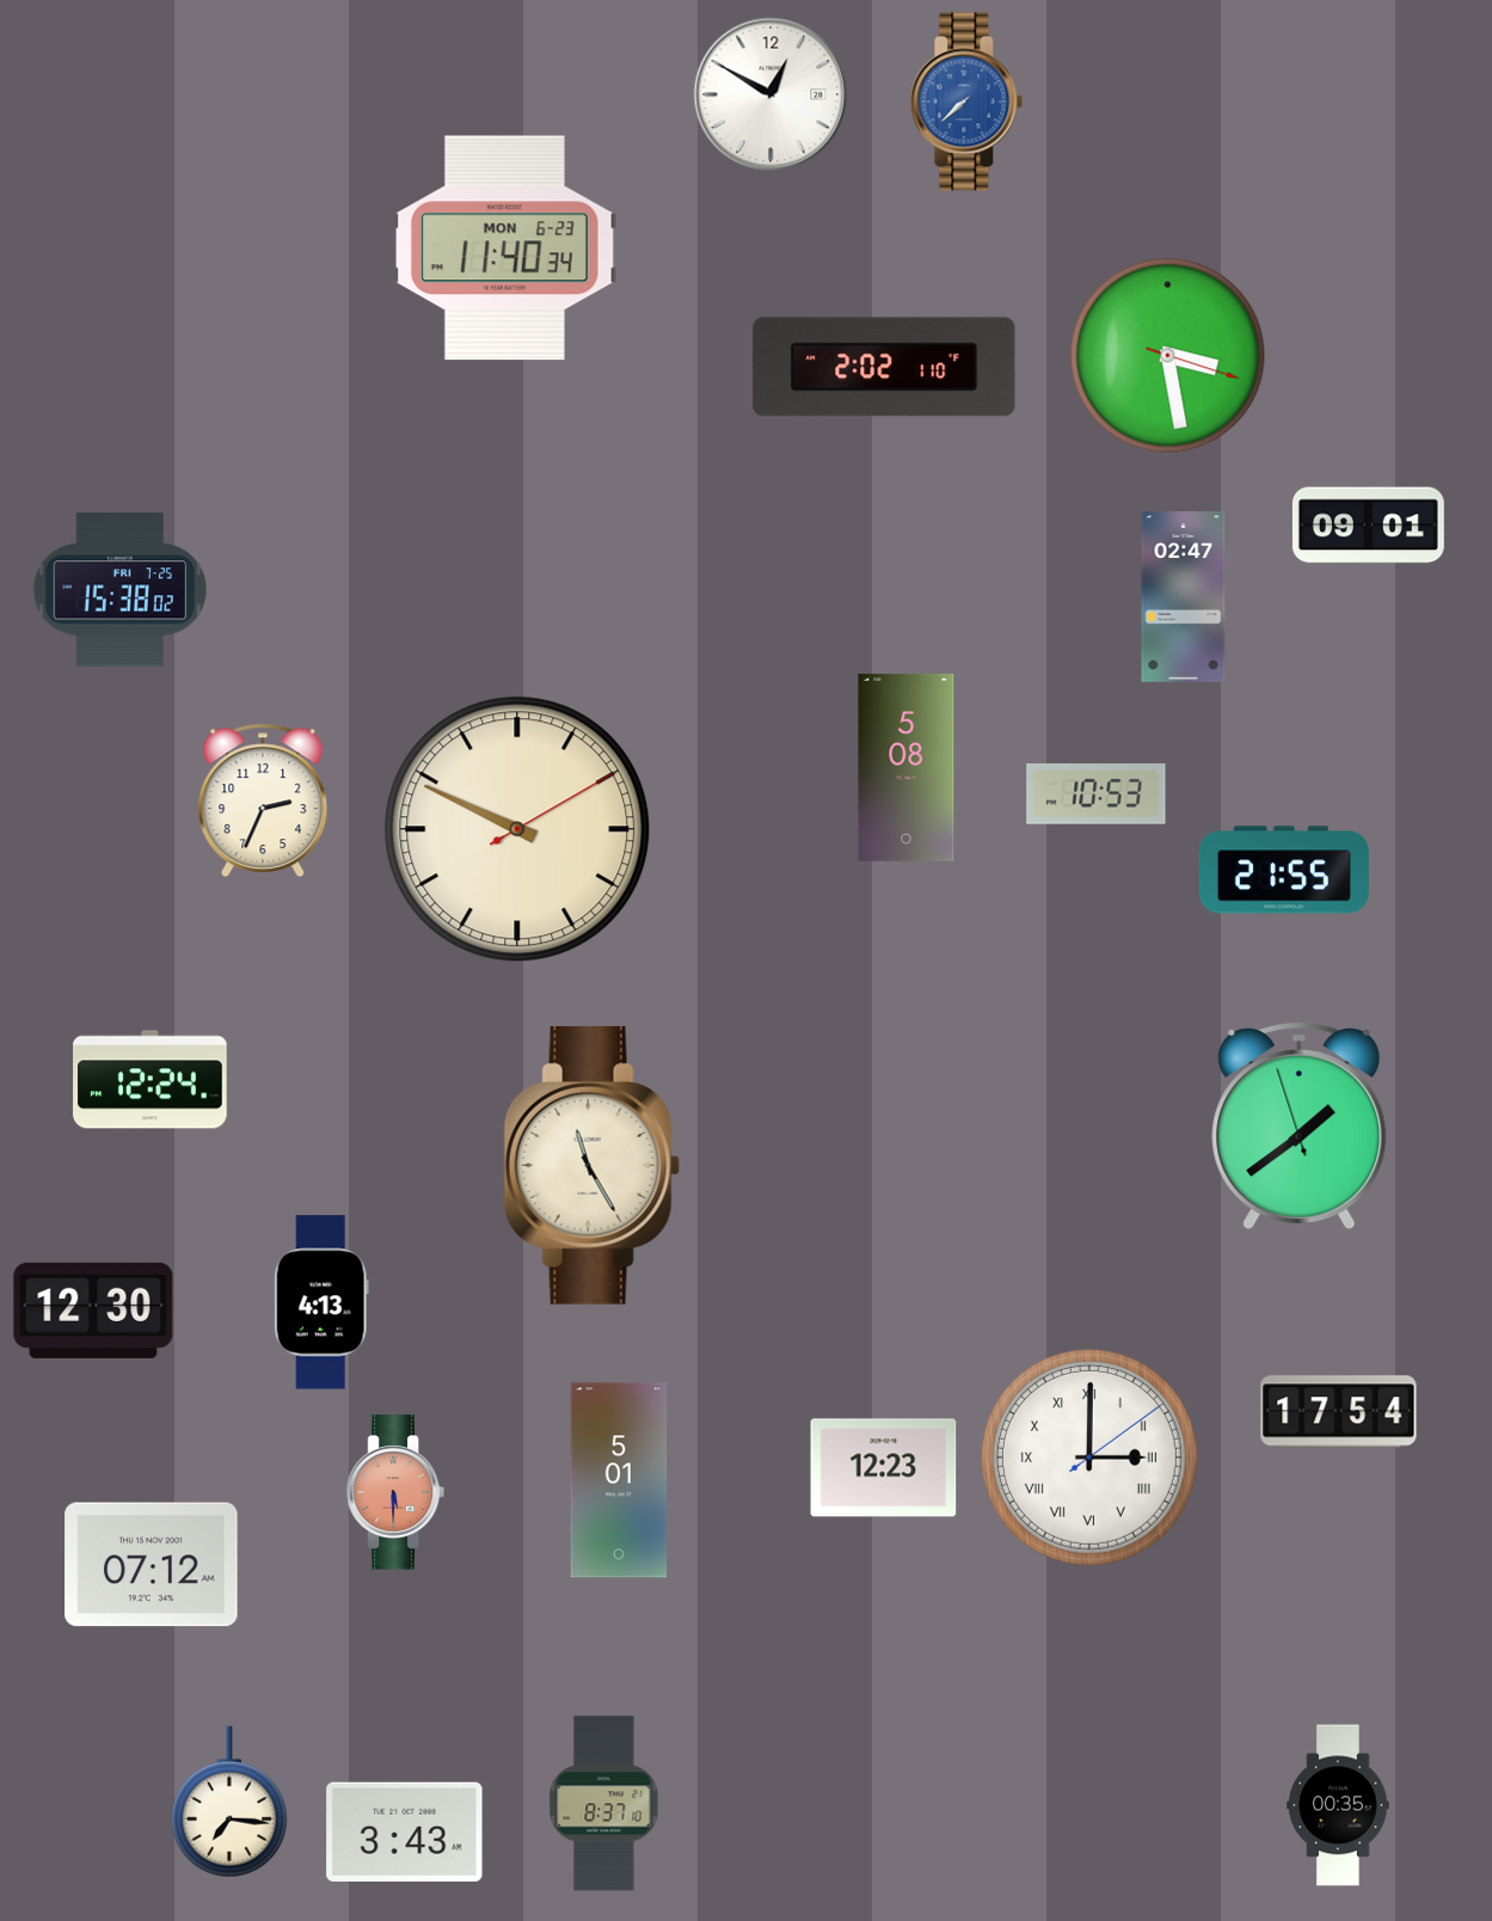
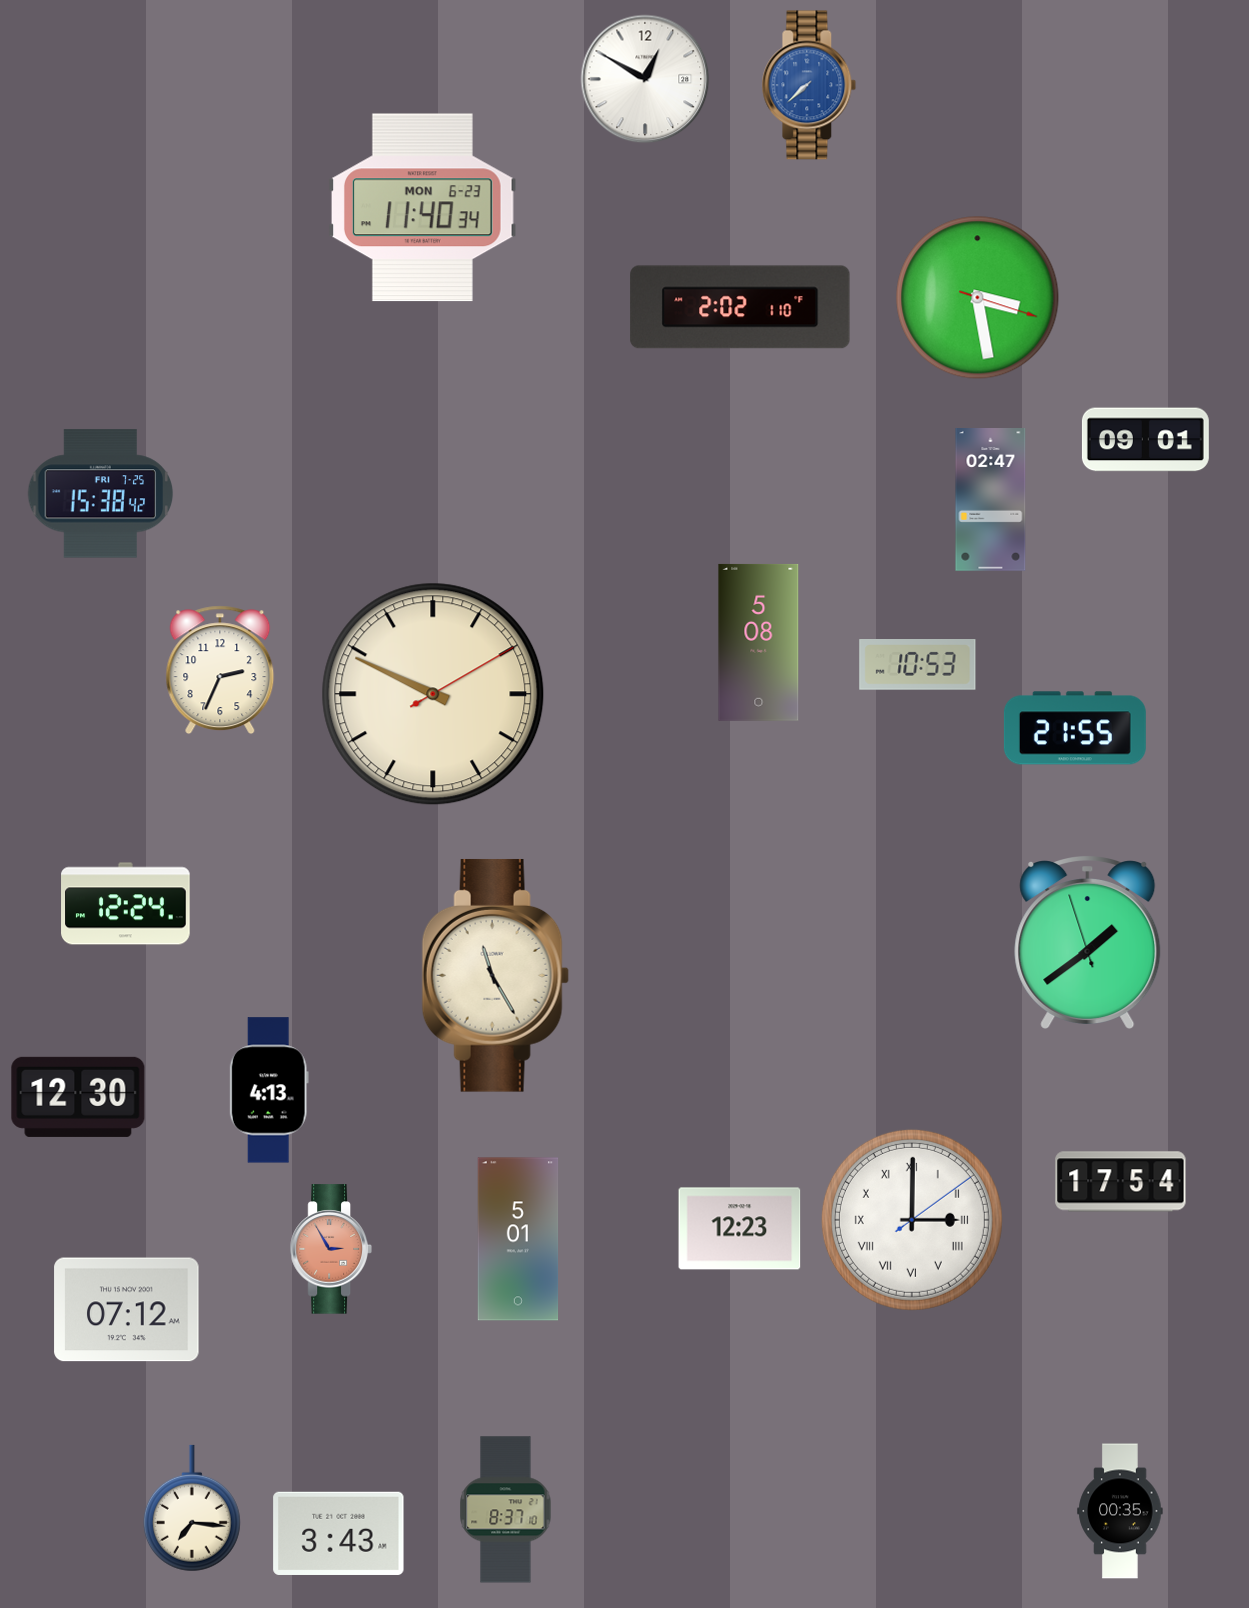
clock at (121, 590): 15:38:02 -> 15:38:42
clock at (395, 1492): 5:30 -> 2:55
